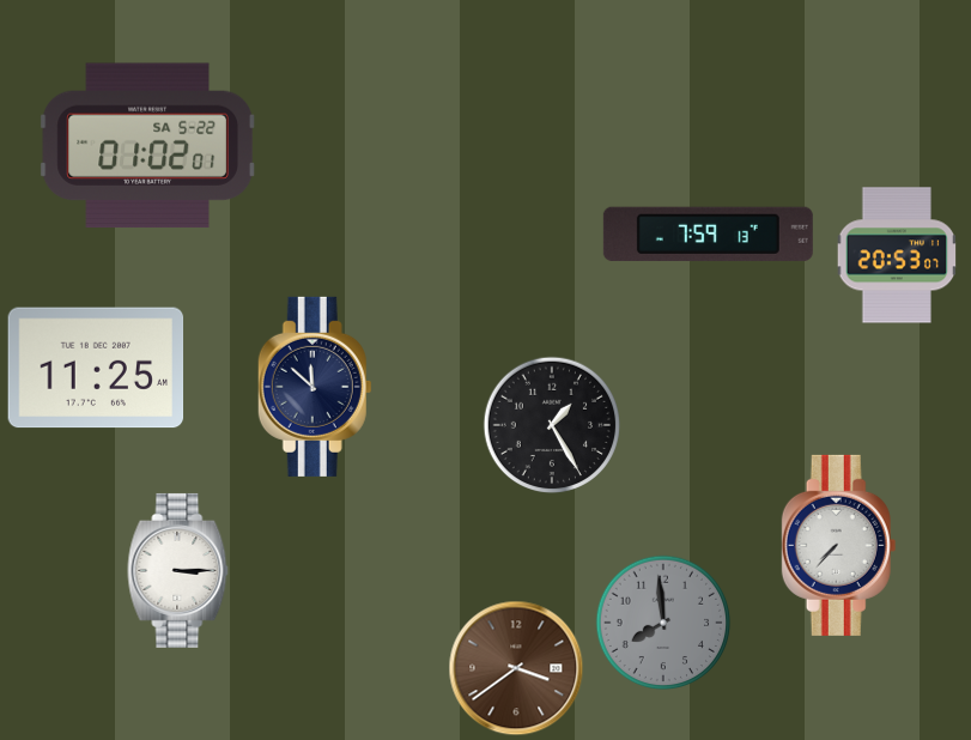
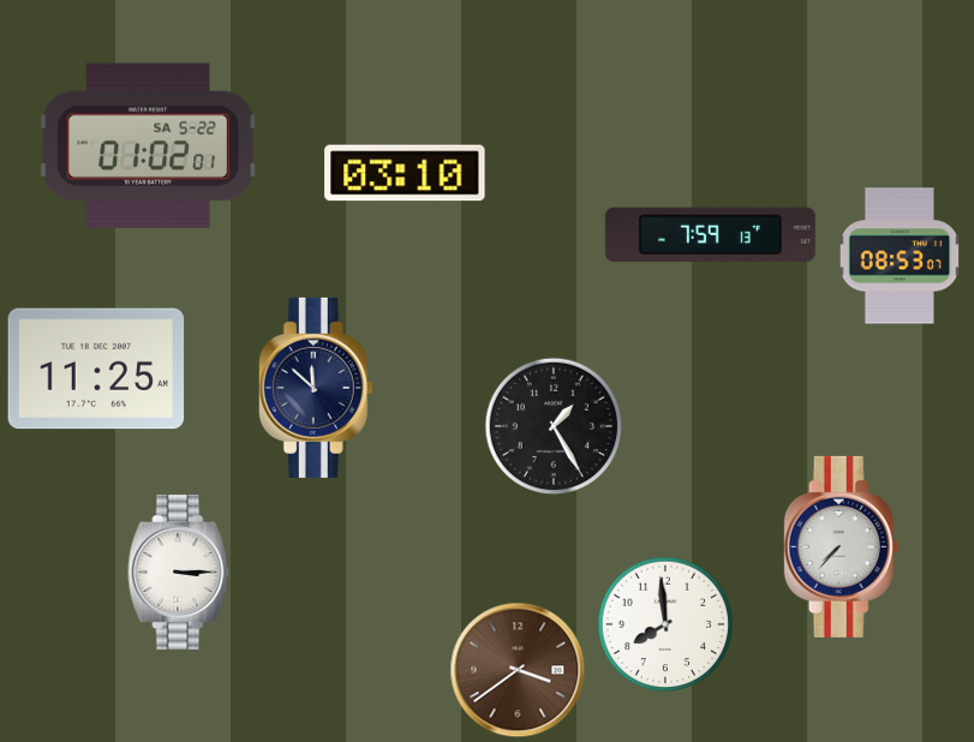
clock at (405, 173): none -> 03:10
clock at (897, 255): 20:53 -> 08:53
clock at (663, 623) dial: grey -> white
